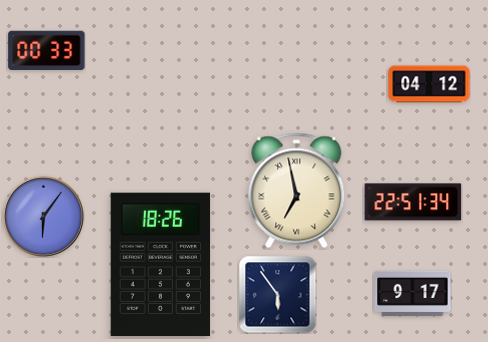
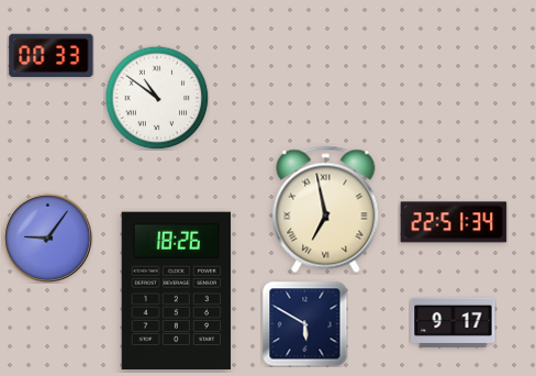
clock at (429, 84): 04:12 -> none
clock at (157, 98): none -> 10:51
clock at (43, 216): 6:06 -> 9:06
clock at (277, 294): 5:54 -> 5:50
